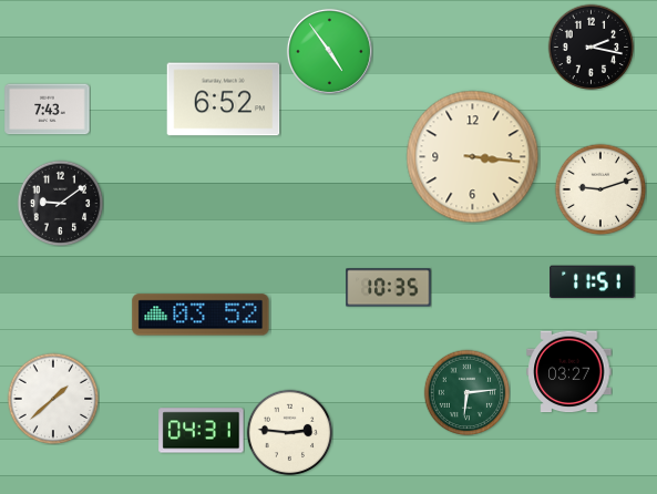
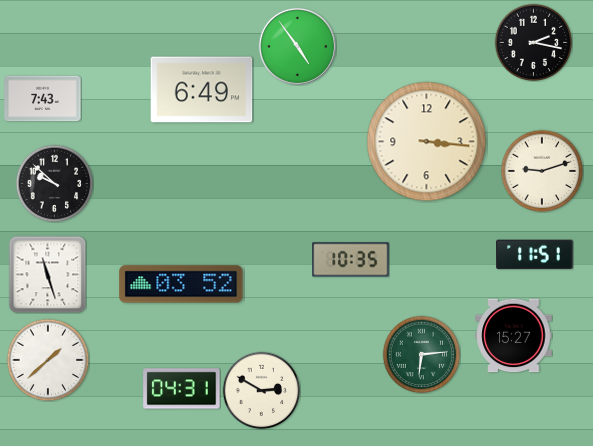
clock at (224, 100): 6:52 -> 6:49
clock at (60, 203): 9:09 -> 9:52
clock at (47, 274): none -> 11:27
clock at (569, 372): 03:27 -> 15:27
clock at (289, 432): 2:46 -> 2:50
